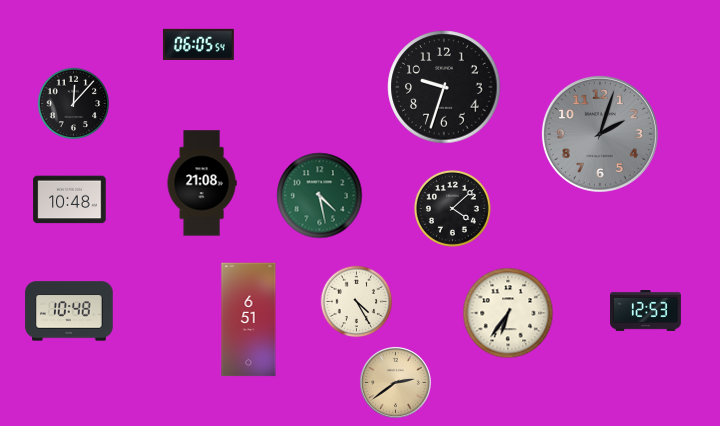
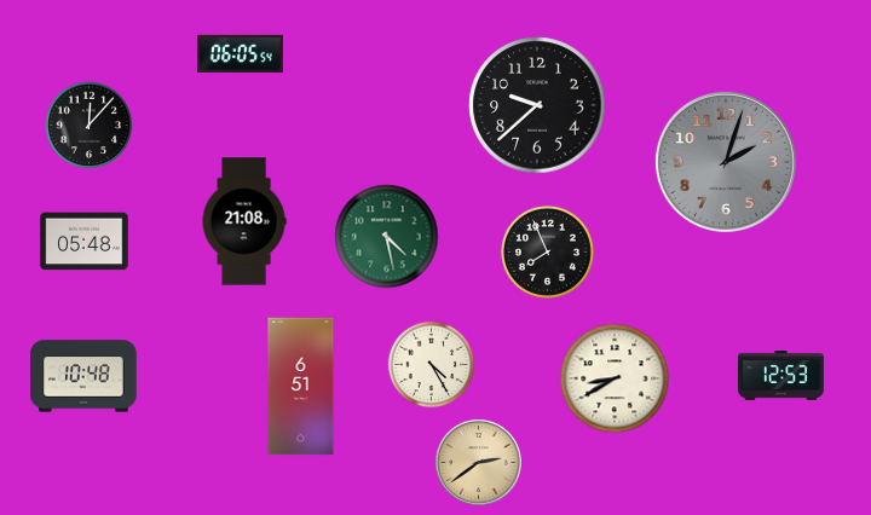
clock at (444, 87): 9:33 -> 9:38
clock at (70, 200): 10:48 -> 05:48
clock at (452, 208): 4:08 -> 7:56
clock at (508, 313): 6:36 -> 8:40
